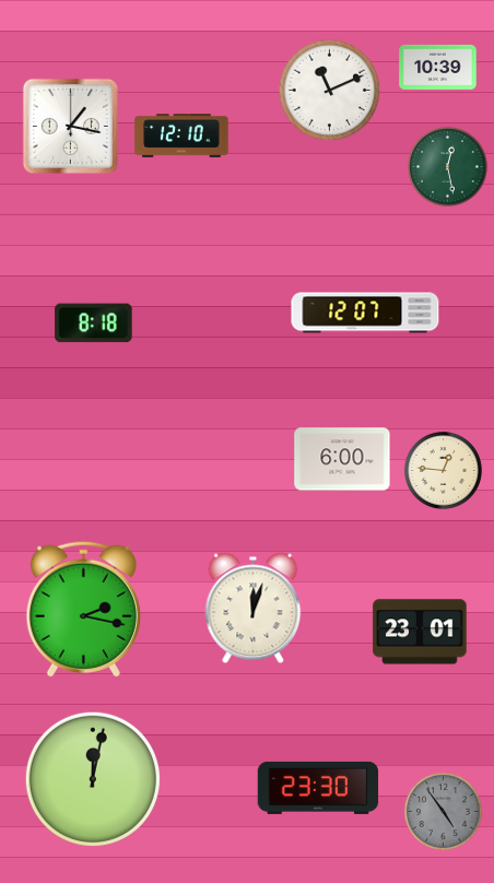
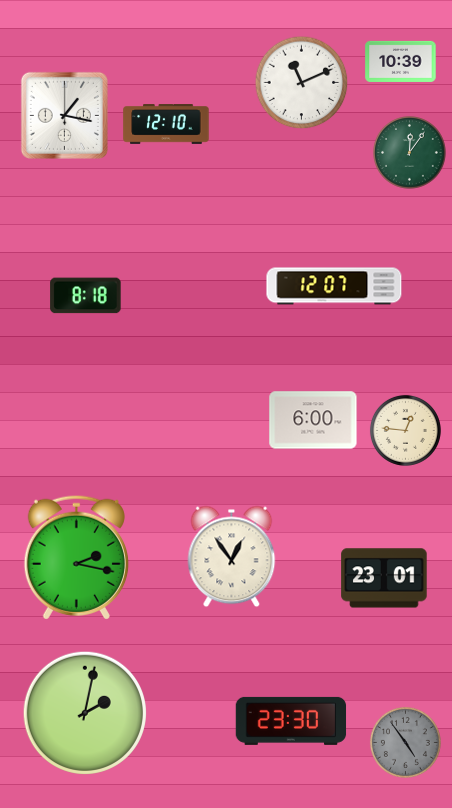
clock at (448, 167): 12:28 -> 12:06
clock at (254, 609): 12:03 -> 12:54
clock at (92, 778): 12:02 -> 2:02
